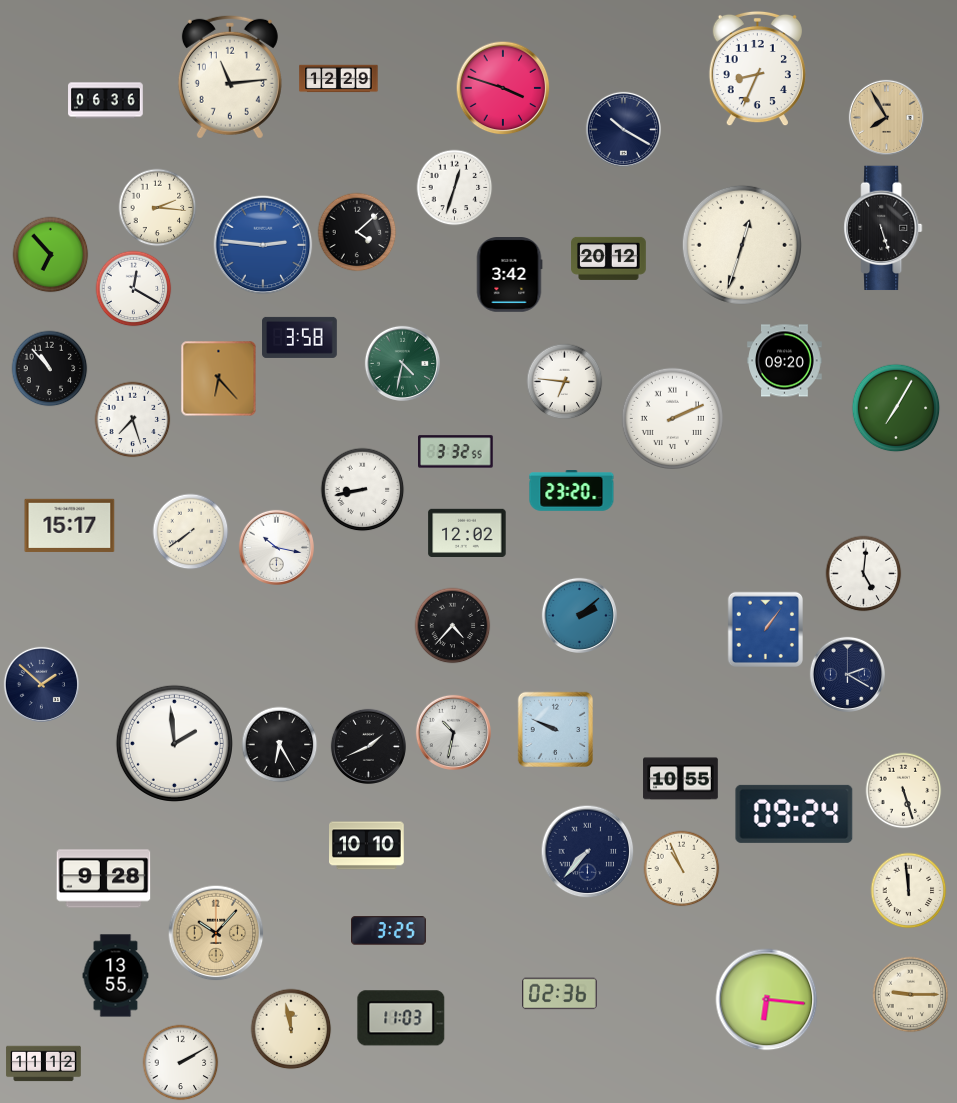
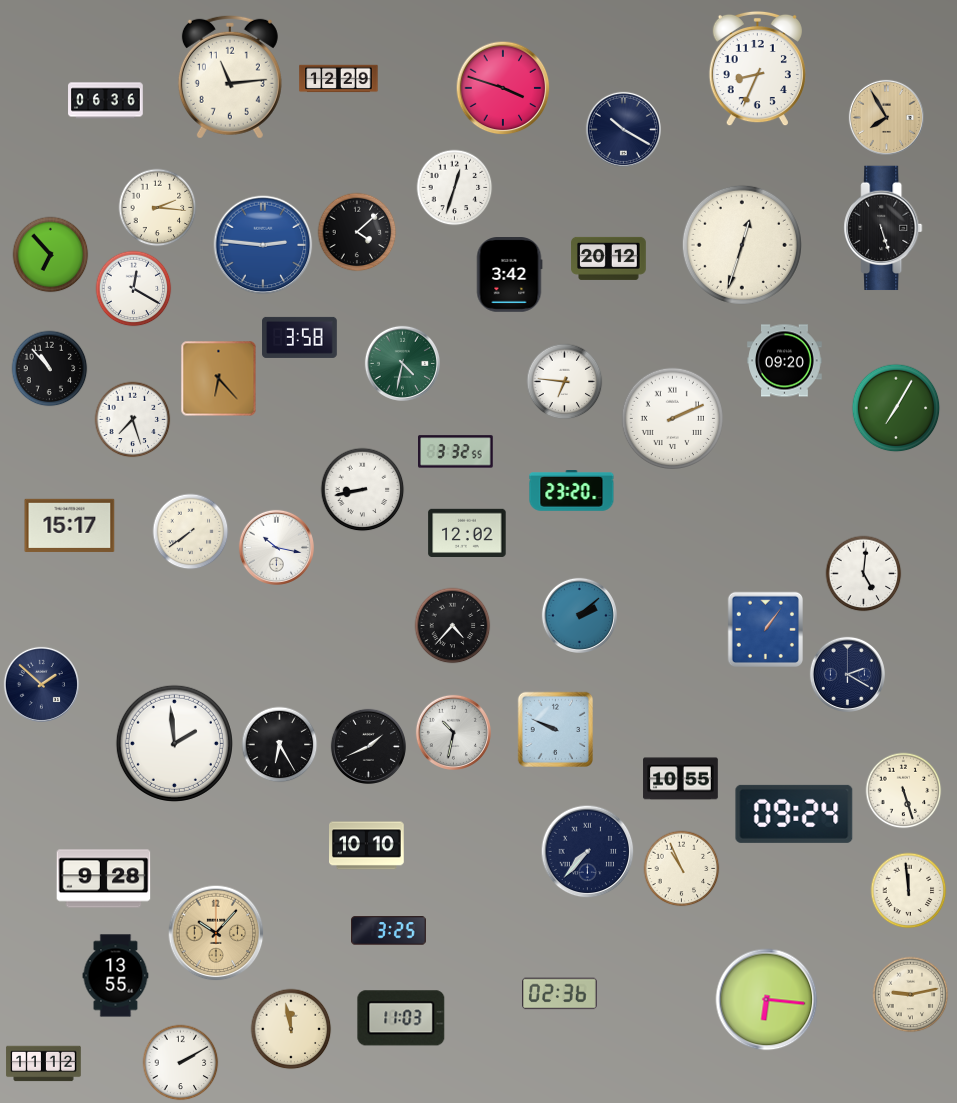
clock at (911, 995): 9:15 -> 9:13
